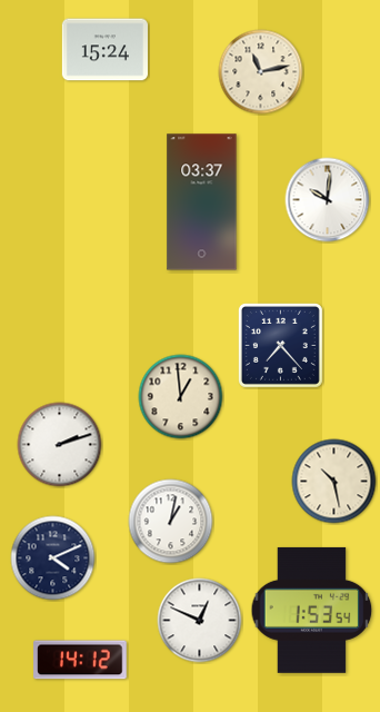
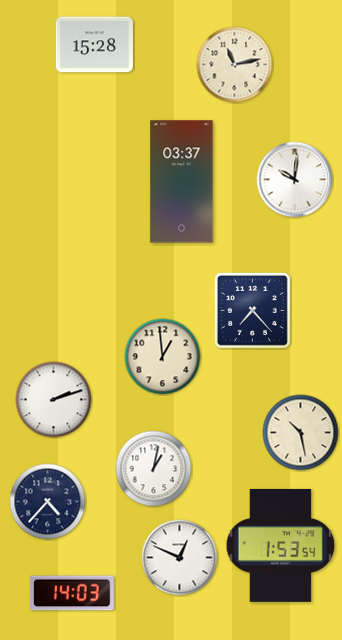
clock at (104, 50): 15:24 -> 15:28
clock at (53, 558): 4:11 -> 4:37
clock at (312, 610) position: (312, 610) -> (281, 545)
clock at (80, 660): 14:12 -> 14:03
